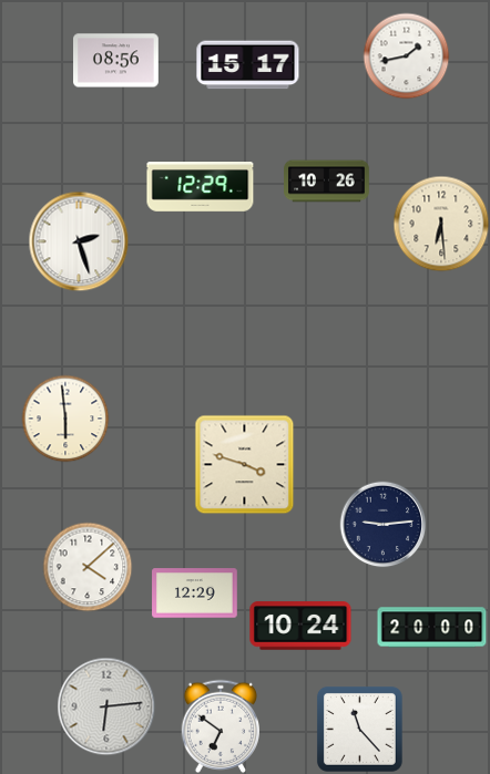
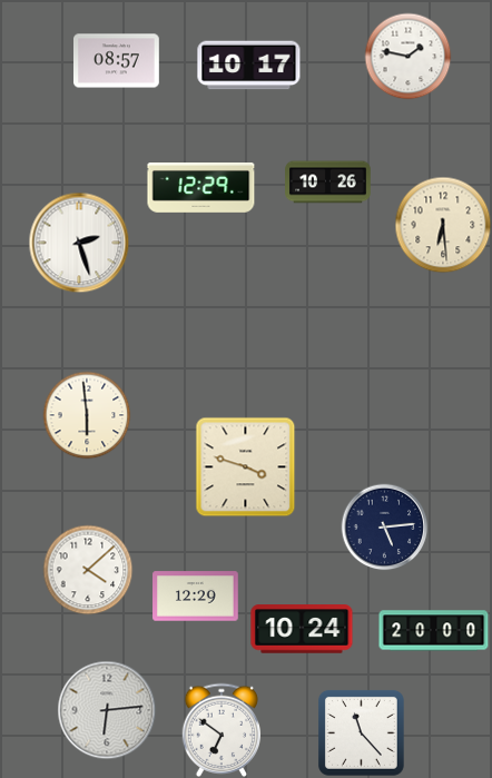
clock at (406, 55): 1:43 -> 1:47
clock at (116, 61): 08:56 -> 08:57
clock at (248, 65): 15:17 -> 10:17
clock at (65, 419) position: (65, 419) -> (87, 415)
clock at (382, 524): 9:14 -> 5:14
